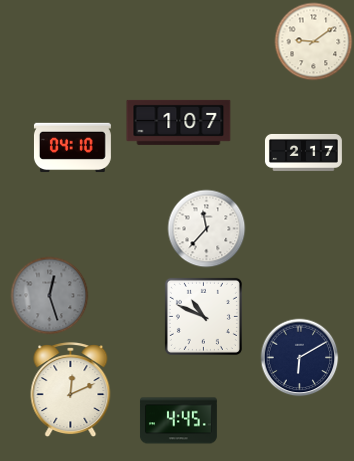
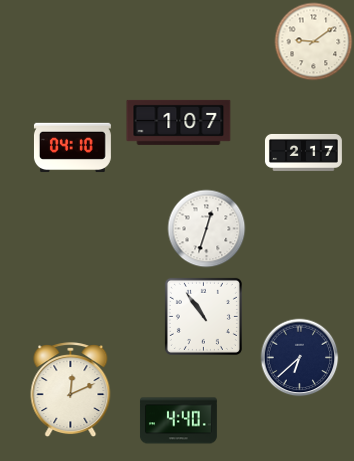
clock at (206, 228): 11:37 -> 12:33
clock at (49, 295): 12:27 -> none
clock at (203, 316): 10:49 -> 10:54
clock at (299, 357): 6:10 -> 6:38
clock at (178, 421): 4:45 -> 4:40
